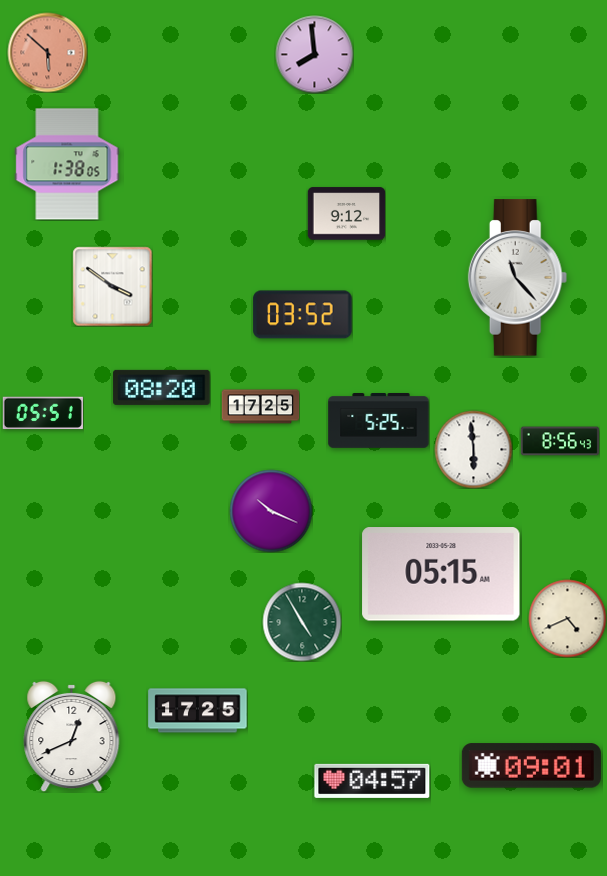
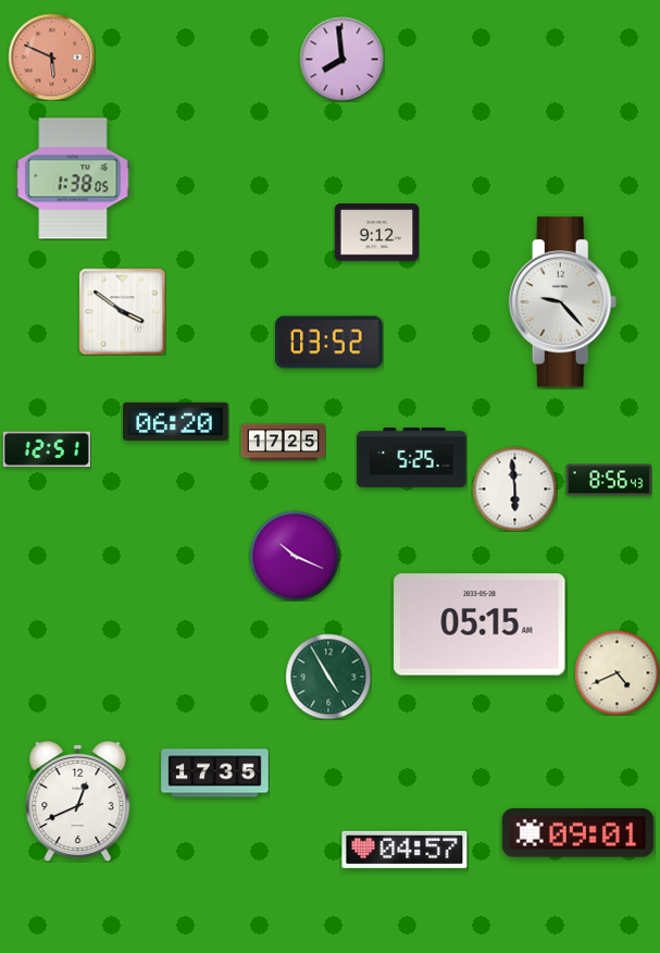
clock at (47, 52): 5:52 -> 5:49
clock at (518, 278): 11:23 -> 9:23
clock at (162, 387): 08:20 -> 06:20
clock at (43, 413): 05:51 -> 12:51
clock at (198, 711): 17:25 -> 17:35
